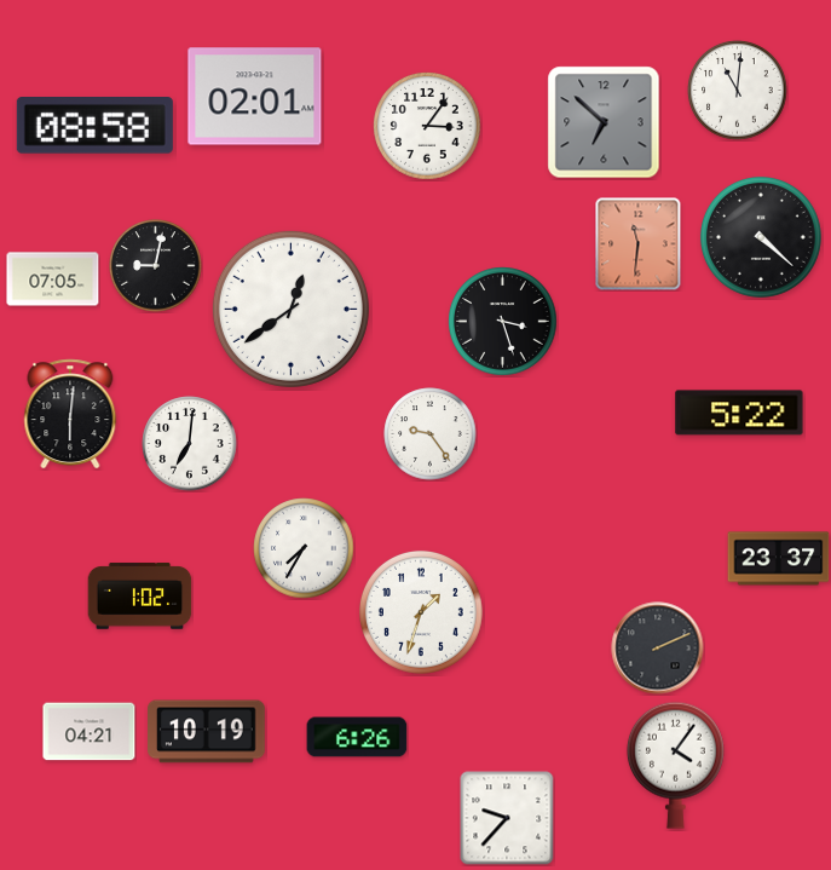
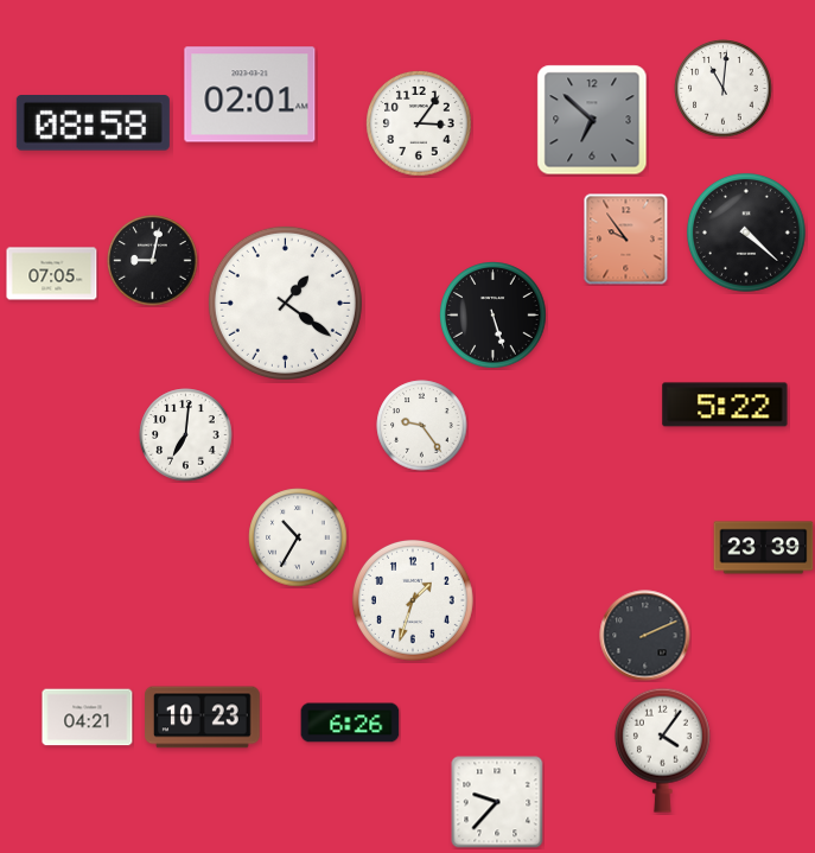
clock at (639, 244): 11:31 -> 9:54
clock at (290, 309): 12:39 -> 1:21
clock at (503, 322): 3:27 -> 5:27
clock at (70, 414): 6:01 -> none
clock at (304, 548): 7:35 -> 10:35
clock at (779, 559): 23:37 -> 23:39
clock at (140, 597): 1:02 -> none
clock at (207, 732): 10:19 -> 10:23
